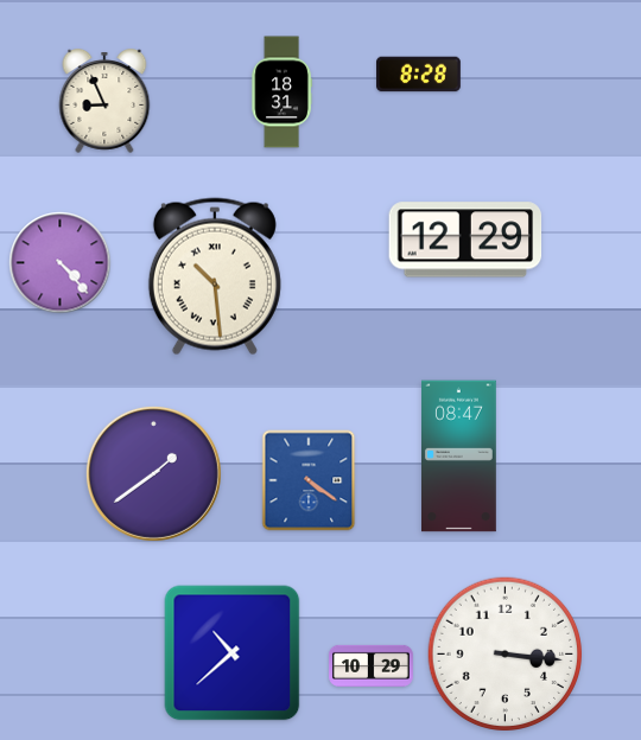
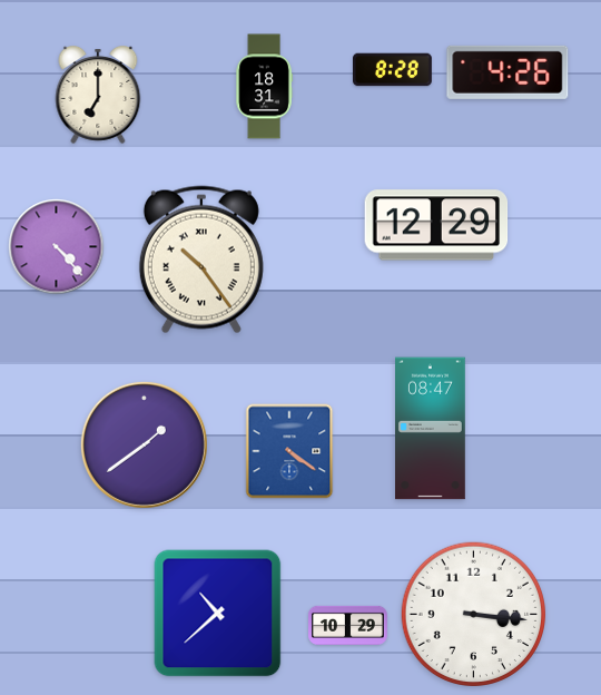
clock at (508, 72): none -> 4:26
clock at (104, 102): 8:56 -> 7:00
clock at (215, 276): 10:29 -> 10:24
